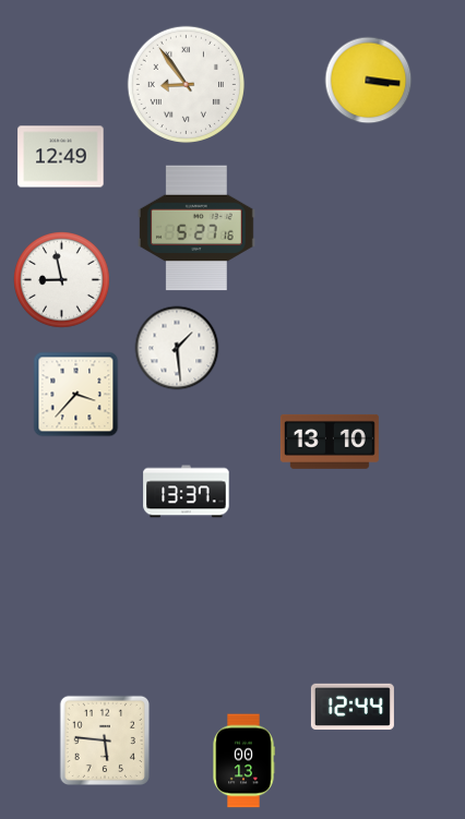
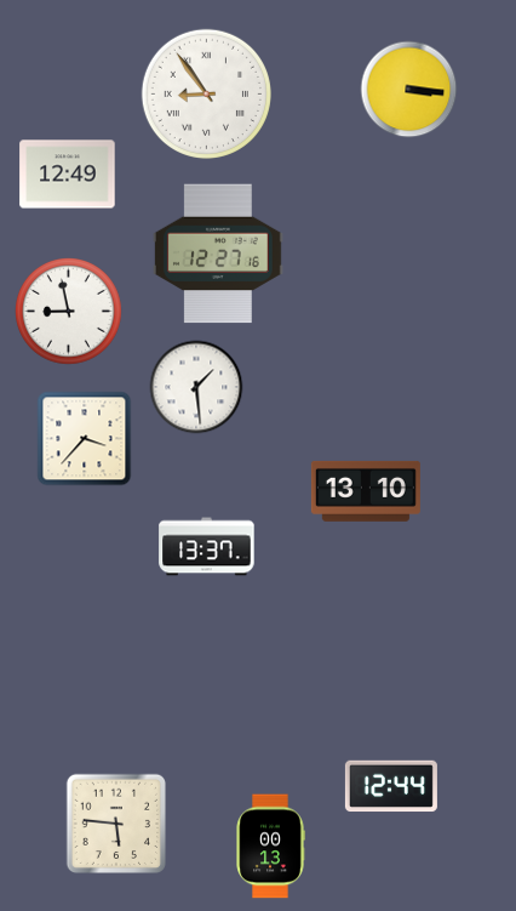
clock at (196, 228): 5:27 -> 12:27
